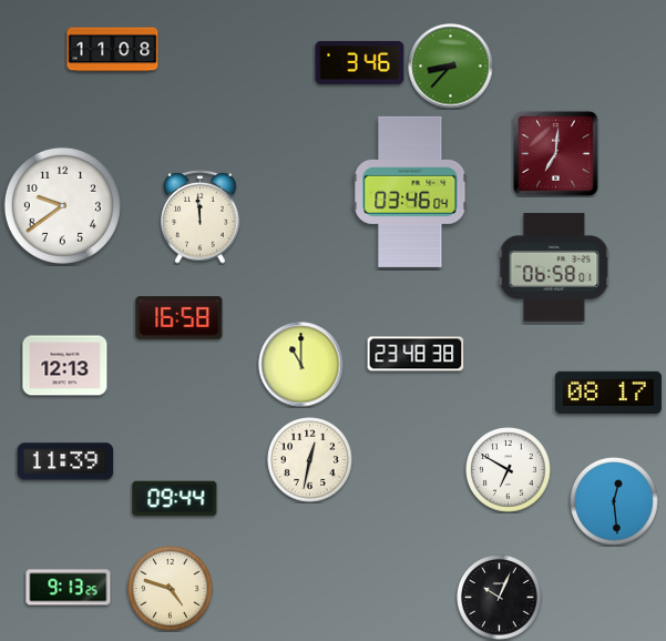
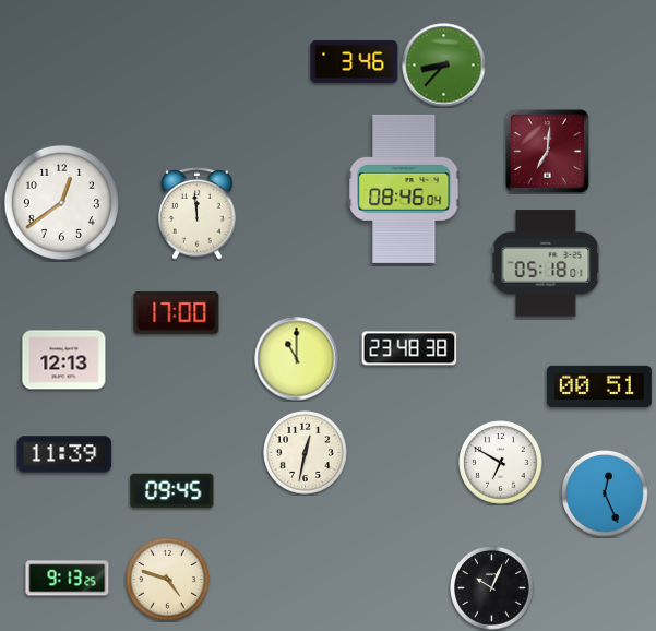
clock at (113, 50): 11:08 -> none
clock at (410, 192): 03:46 -> 08:46
clock at (62, 205): 9:39 -> 12:39
clock at (554, 267): 06:58 -> 05:18
clock at (180, 318): 16:58 -> 17:00
clock at (608, 393): 08:17 -> 00:51
clock at (175, 499): 09:44 -> 09:45
clock at (615, 502): 12:29 -> 12:26
